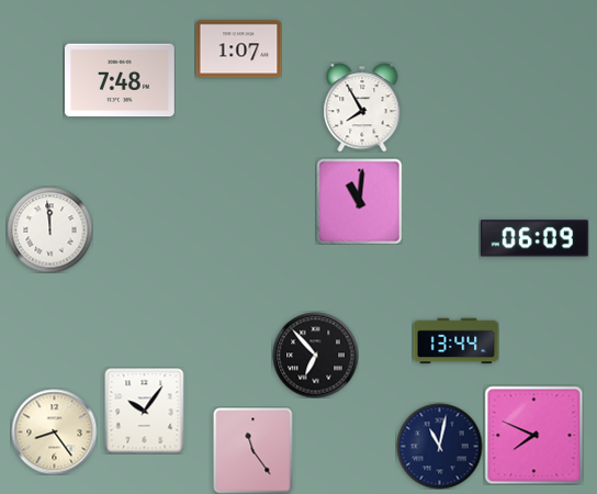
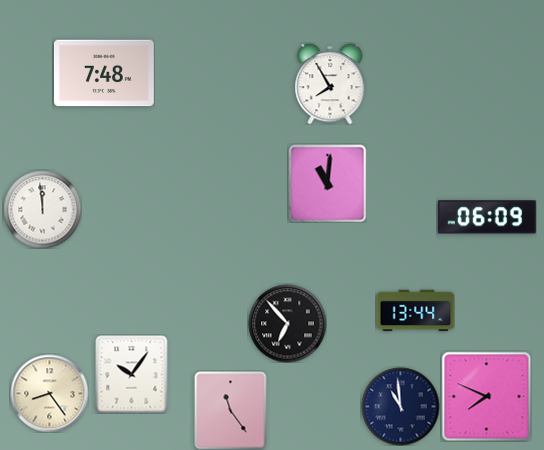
clock at (238, 49): 1:07 -> none
clock at (120, 80) position: (120, 80) -> (104, 73)
clock at (362, 108) position: (362, 108) -> (330, 84)
clock at (49, 229) position: (49, 229) -> (42, 209)
clock at (439, 446): 11:02 -> 10:59
